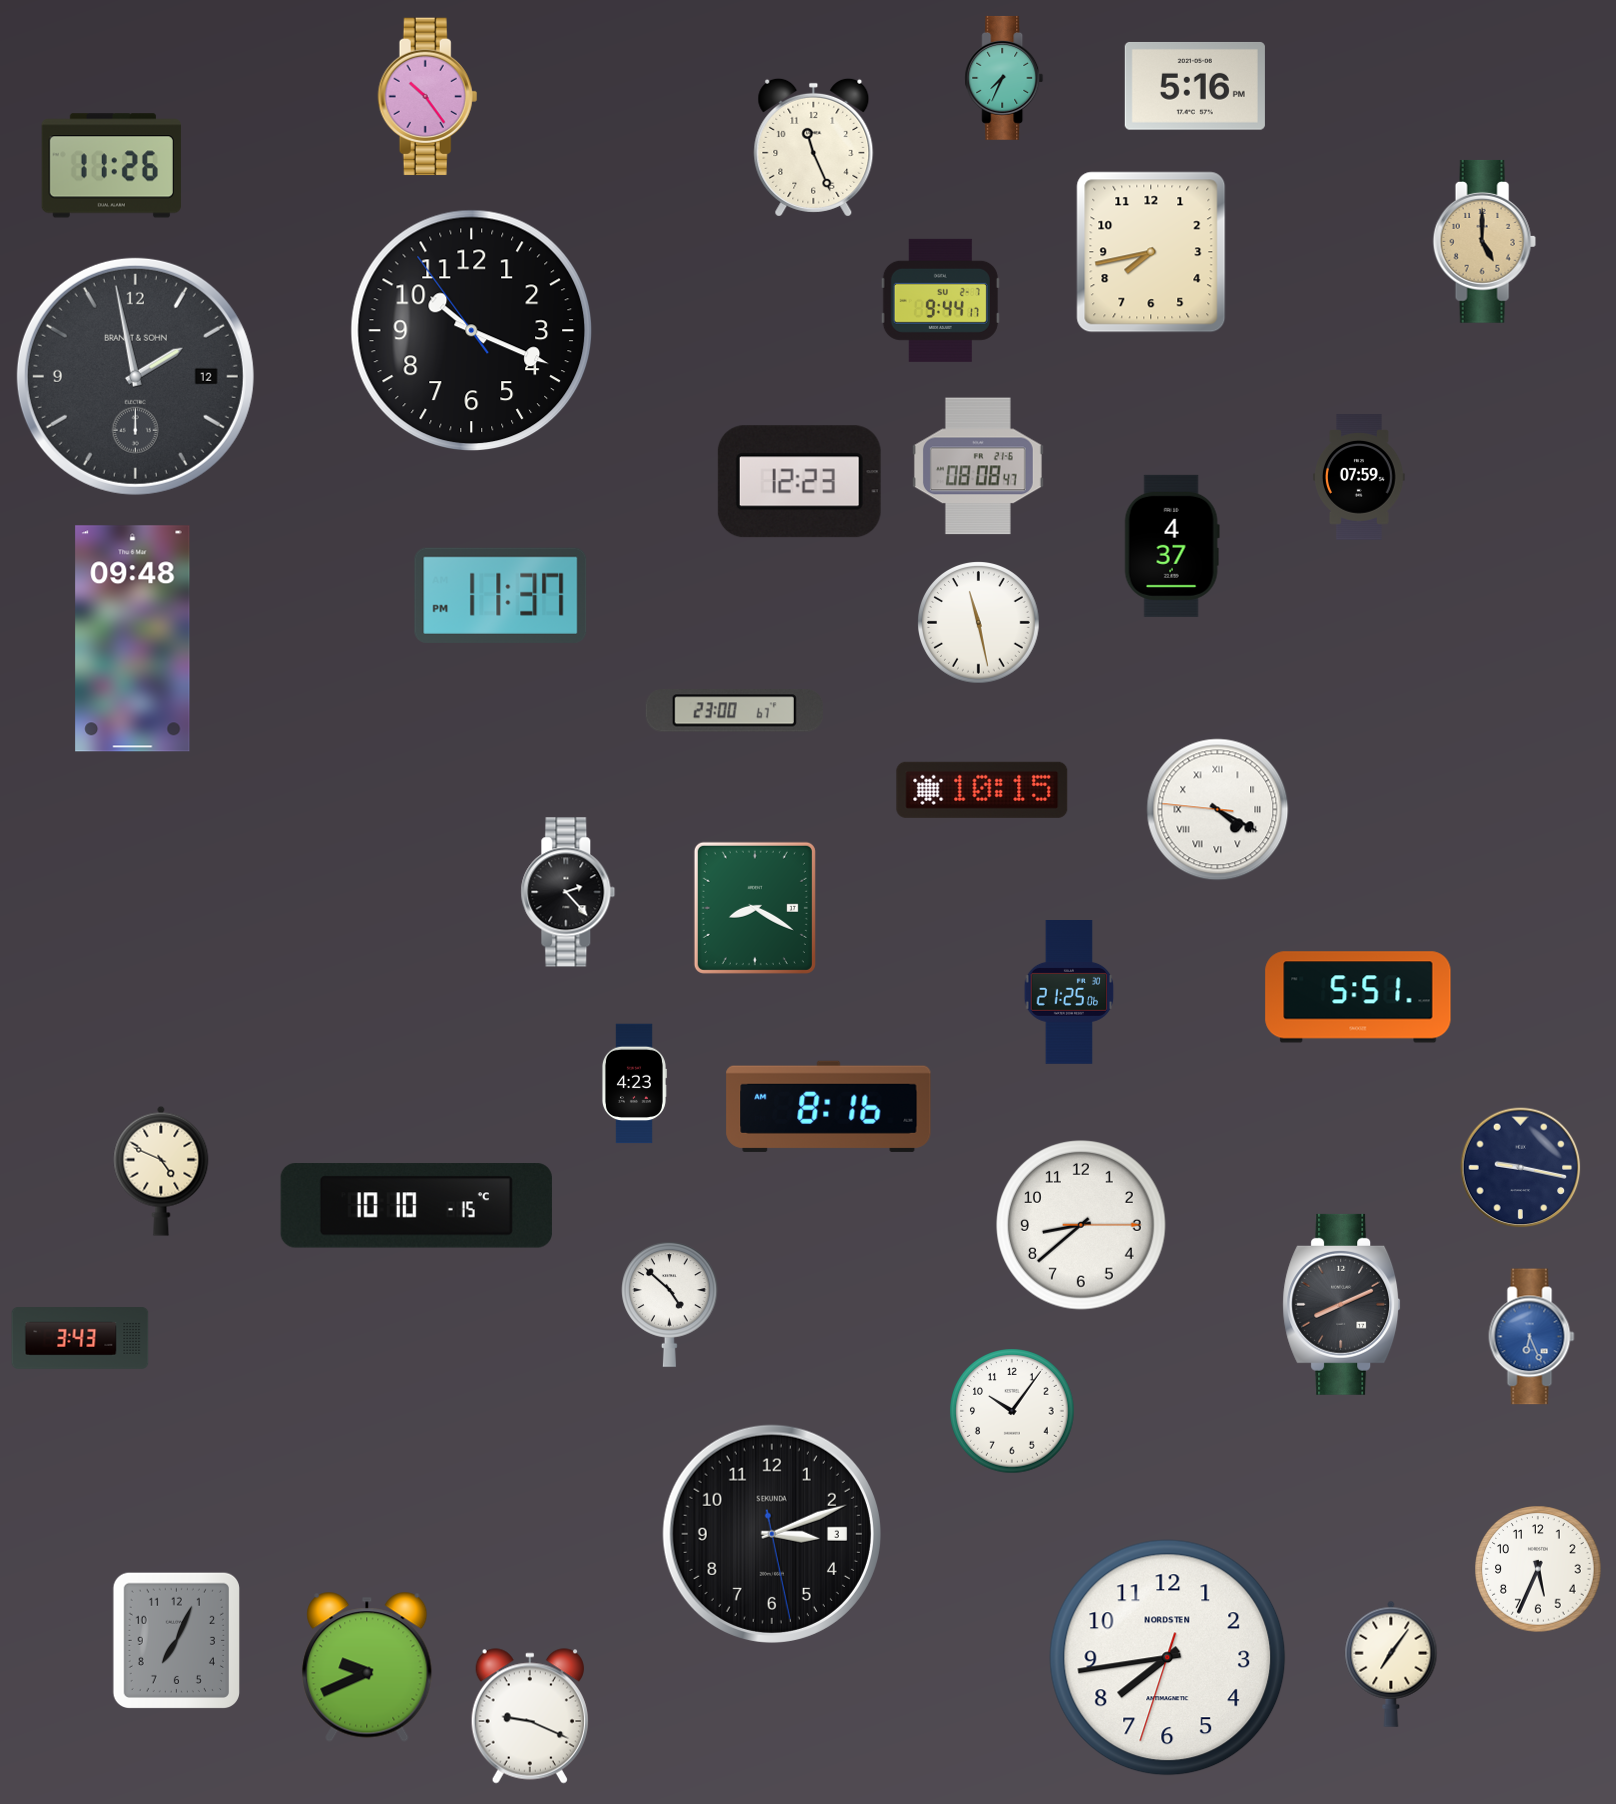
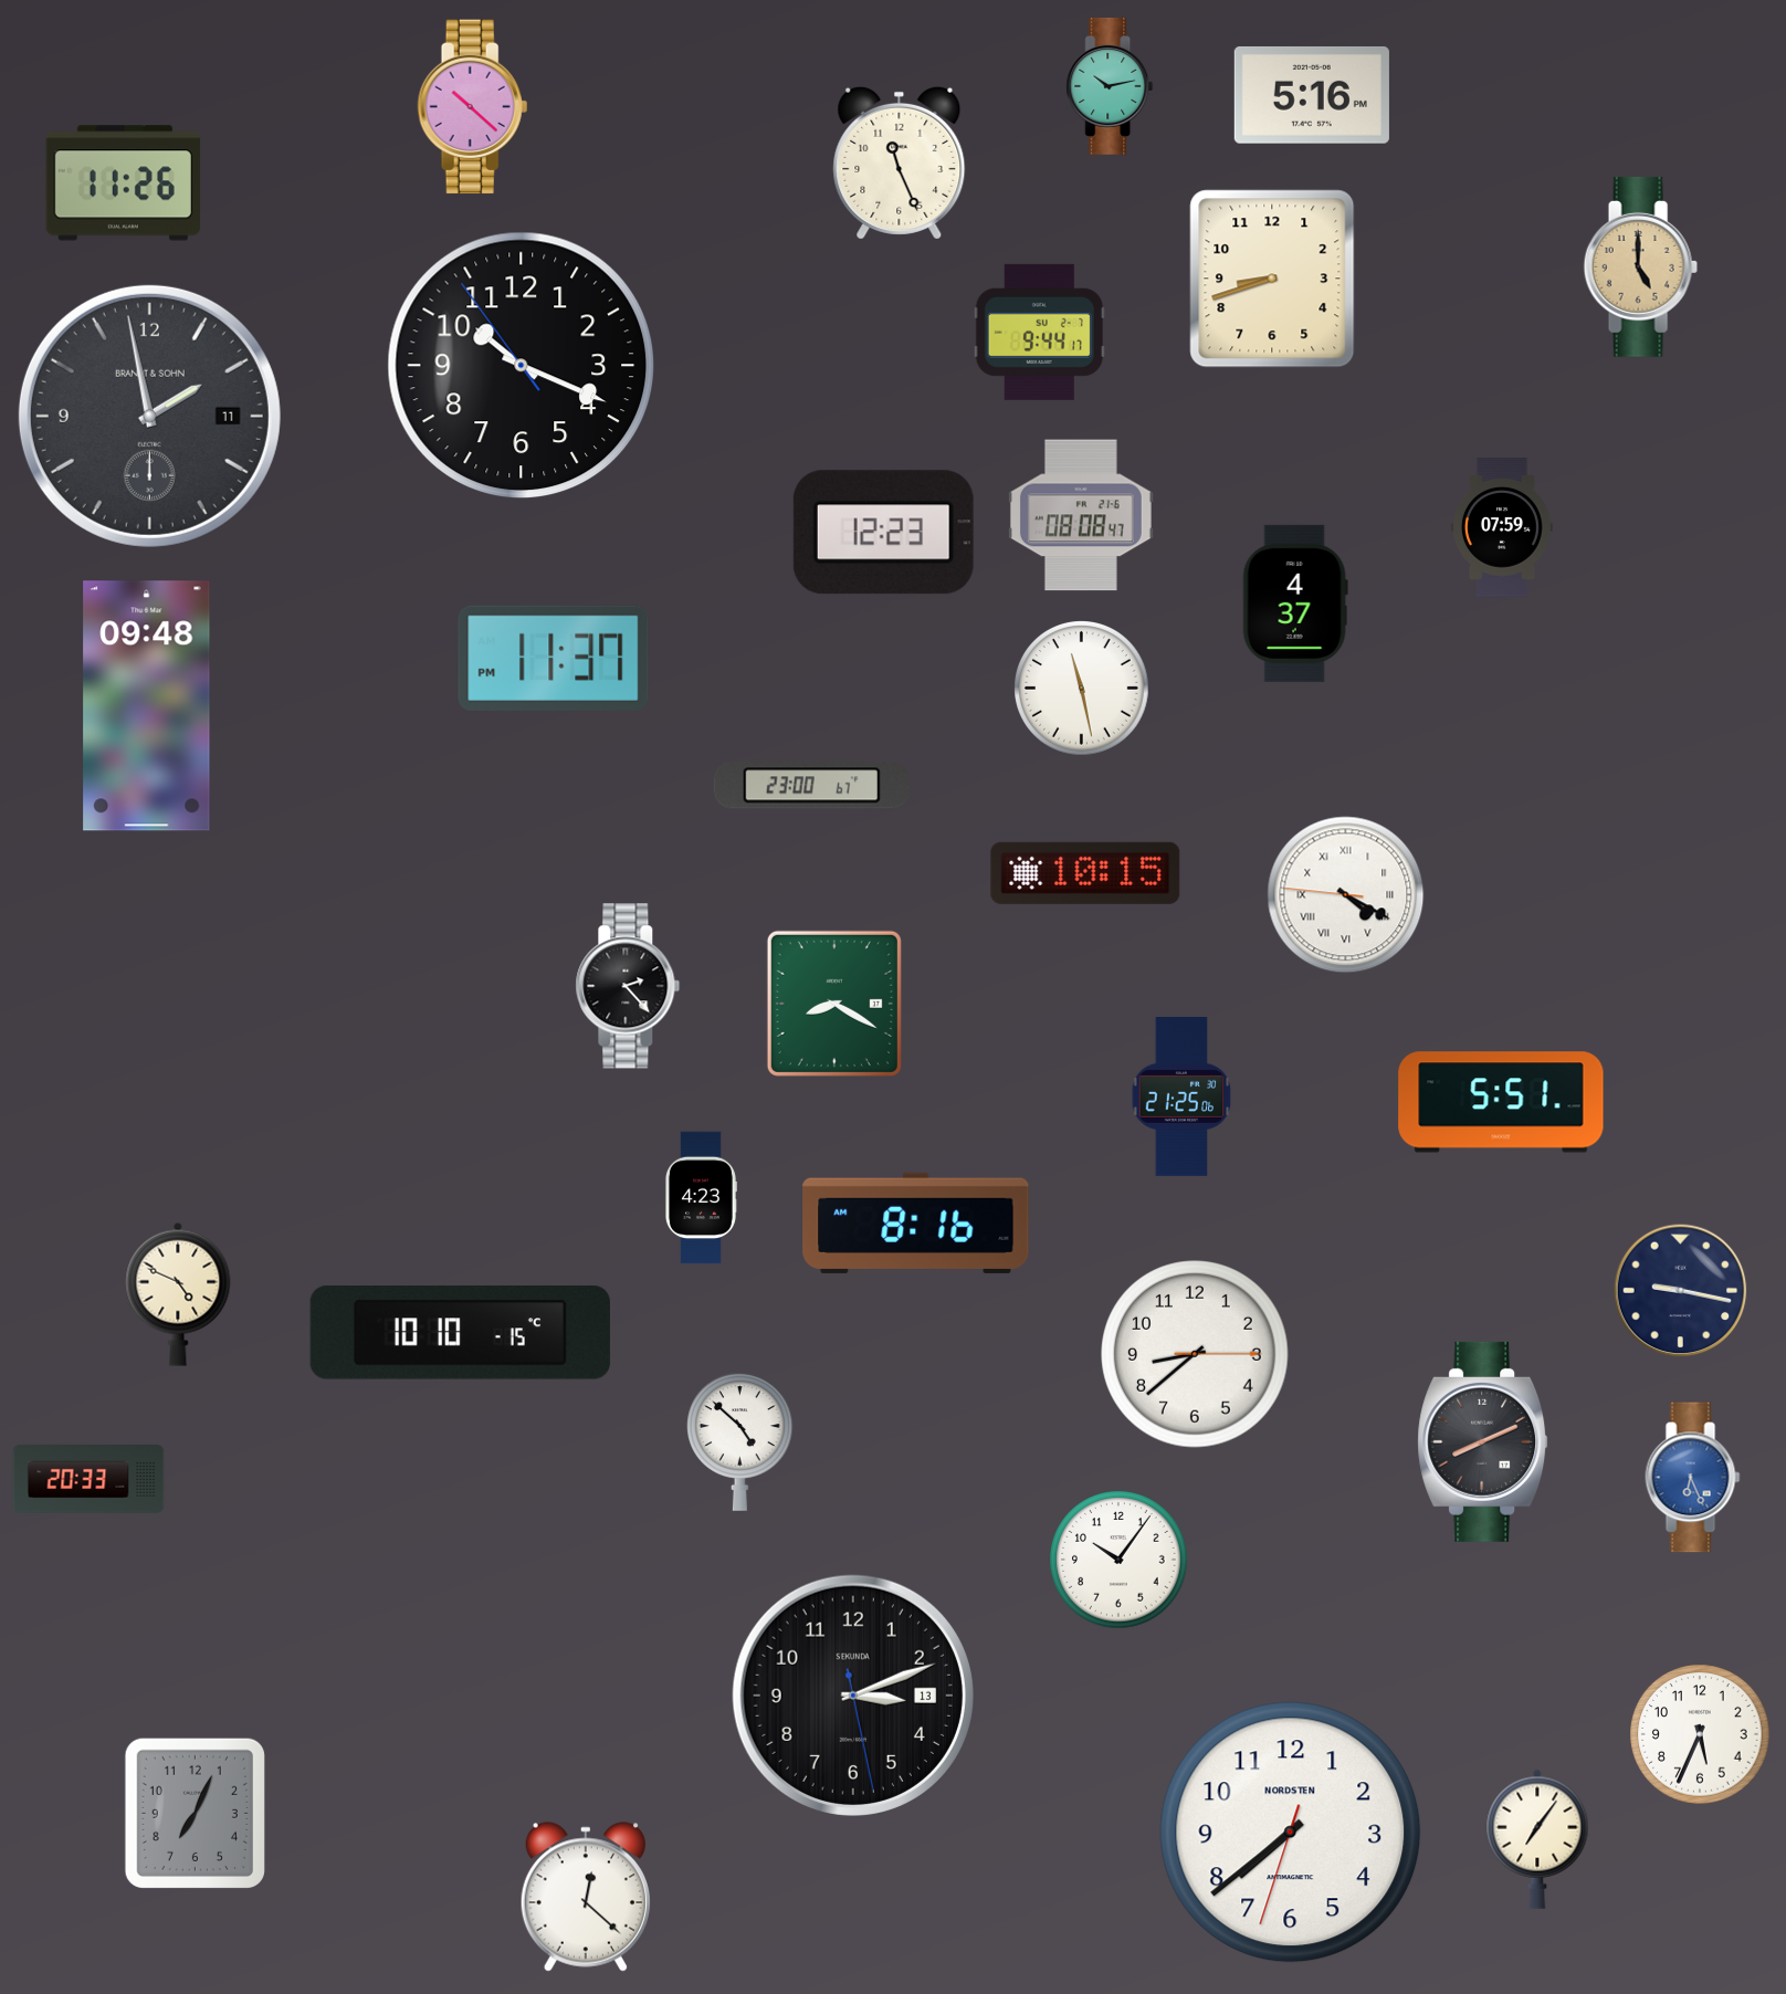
clock at (1004, 78): 7:34 -> 10:13
clock at (1195, 86) position: (1195, 86) -> (1312, 95)
clock at (428, 97): 10:24 -> 10:22
clock at (1151, 252): 7:43 -> 8:42
clock at (135, 376) date: 12 -> 11
clock at (80, 1339): 3:43 -> 20:33
clock at (772, 1534) date: 3 -> 13
clock at (1168, 1658): 7:43 -> 7:38
clock at (367, 1667): 9:41 -> none
clock at (530, 1716): 9:19 -> 12:22
